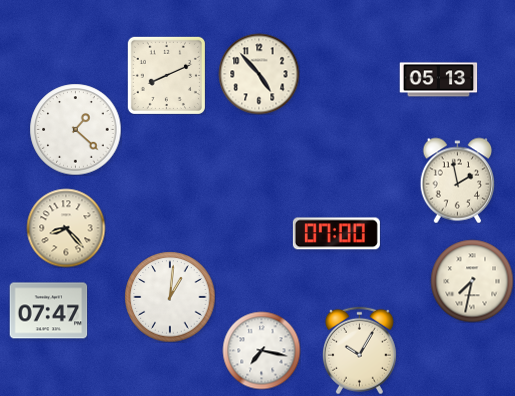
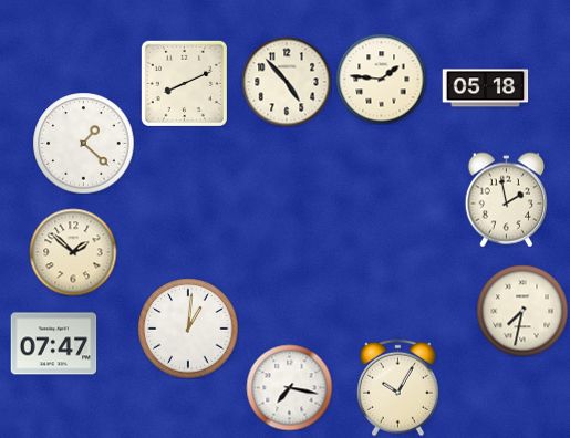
clock at (381, 79): none -> 1:46
clock at (438, 80): 05:13 -> 05:18
clock at (66, 228): 8:23 -> 1:52
clock at (336, 234): 07:00 -> none
